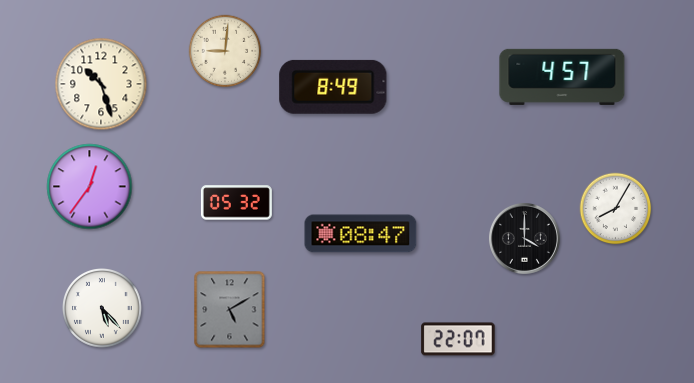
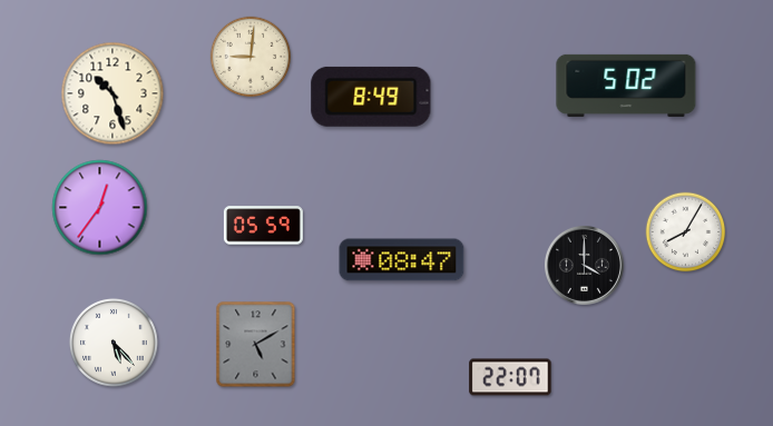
clock at (562, 77): 4:57 -> 5:02
clock at (236, 203): 05:32 -> 05:59
